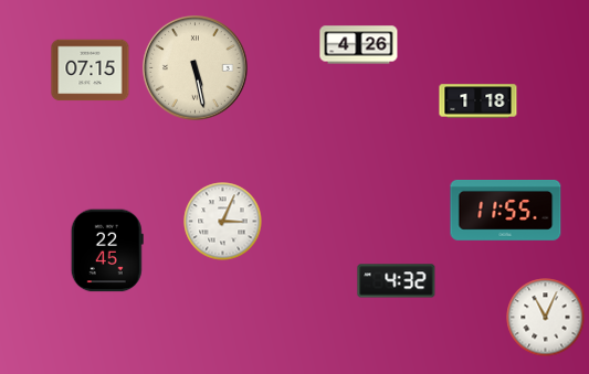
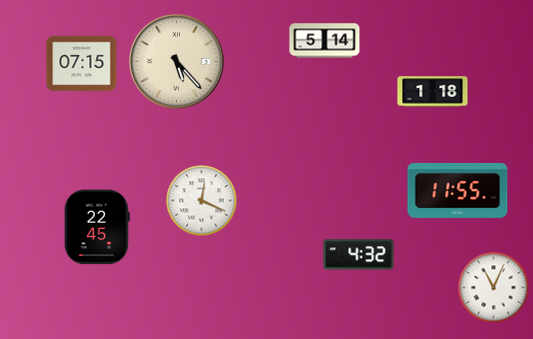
clock at (359, 45): 4:26 -> 5:14
clock at (196, 68): 5:28 -> 5:23
clock at (223, 222): 3:04 -> 12:19
